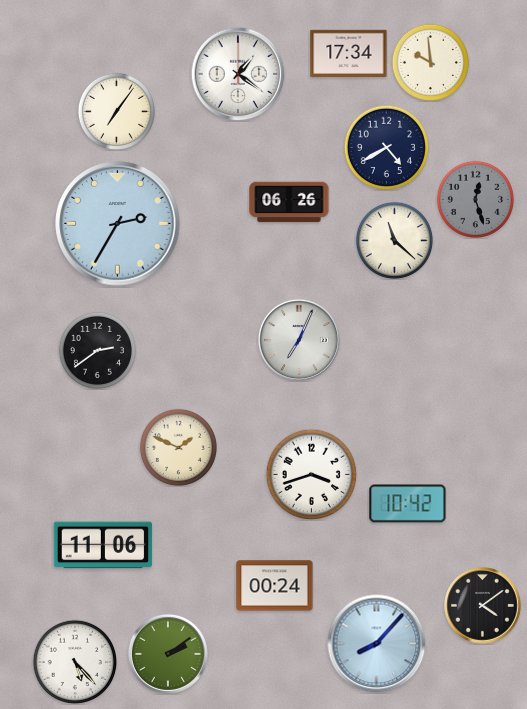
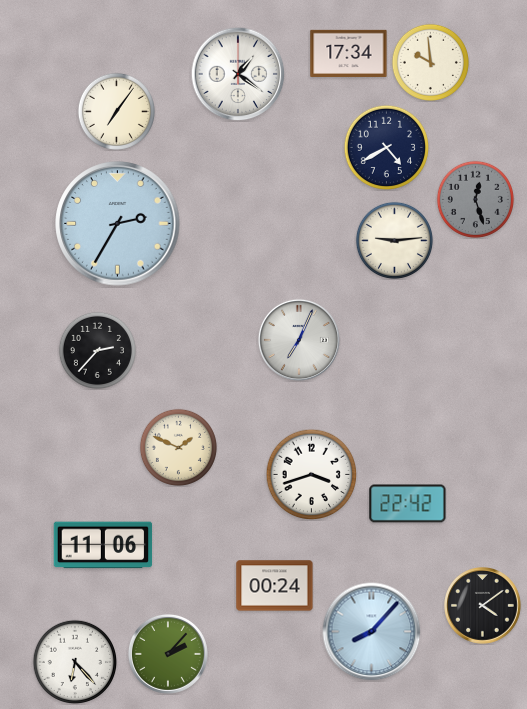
clock at (289, 202): 06:26 -> none
clock at (394, 240): 11:22 -> 9:14
clock at (97, 350): 2:39 -> 2:37
clock at (408, 504): 10:42 -> 22:42
clock at (377, 644) position: (377, 644) -> (372, 632)
clock at (168, 654): 2:09 -> 2:07
clock at (74, 661): 5:23 -> 6:23
